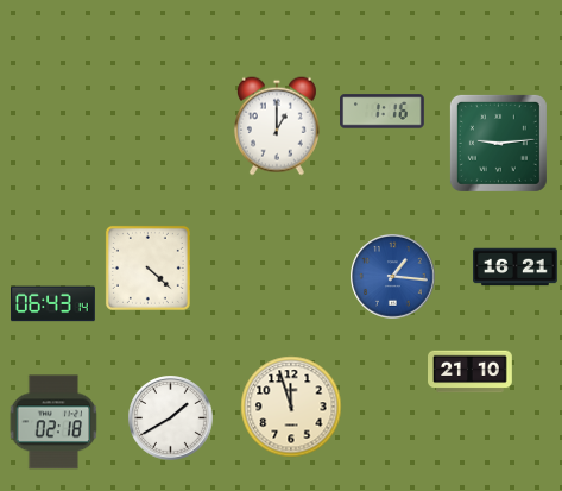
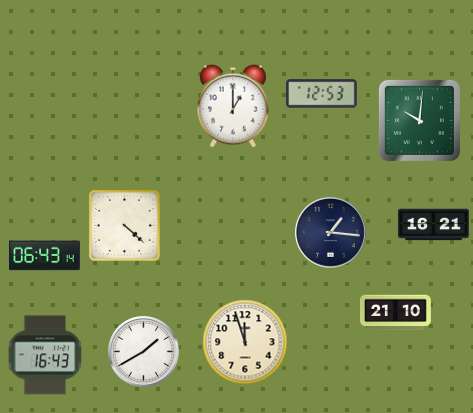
clock at (383, 112): 1:16 -> 12:53
clock at (498, 143): 9:14 -> 10:01
clock at (393, 277) dial: blue -> navy
clock at (53, 422): 02:18 -> 16:43
